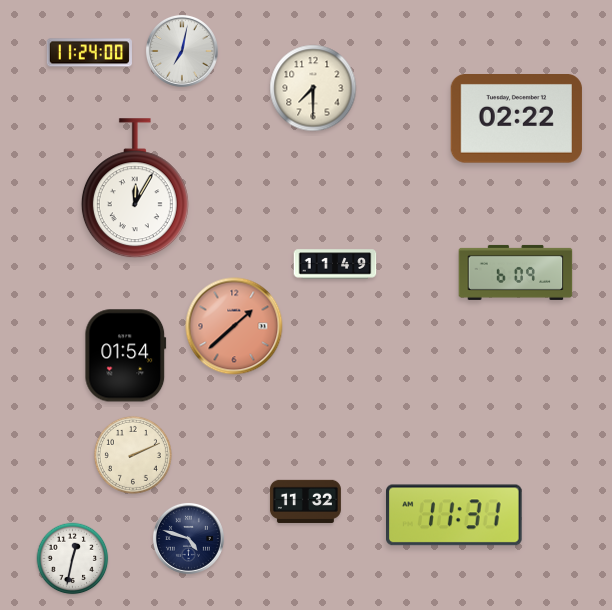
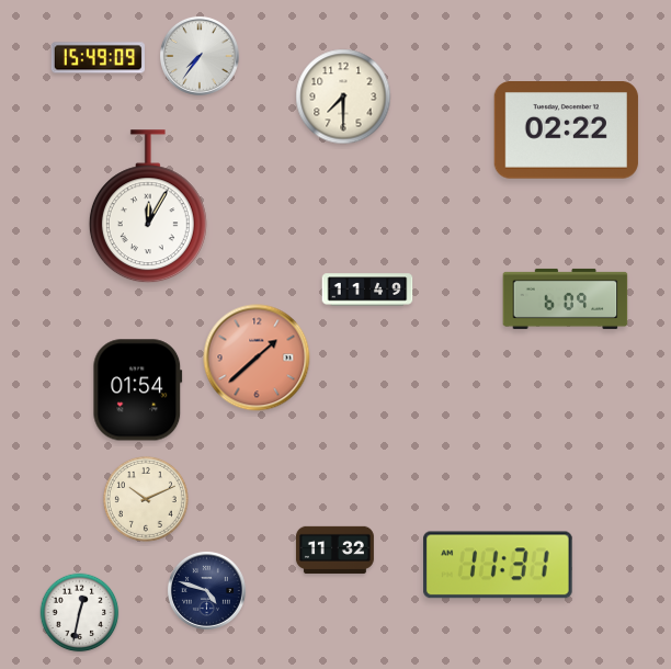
clock at (182, 51): 7:02 -> 7:36
clock at (89, 53): 11:24 -> 15:49
clock at (133, 455): 2:11 -> 10:11
